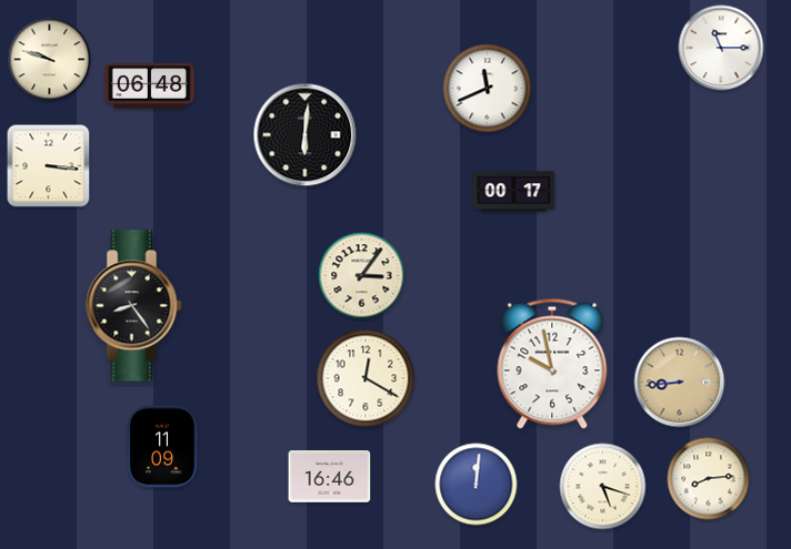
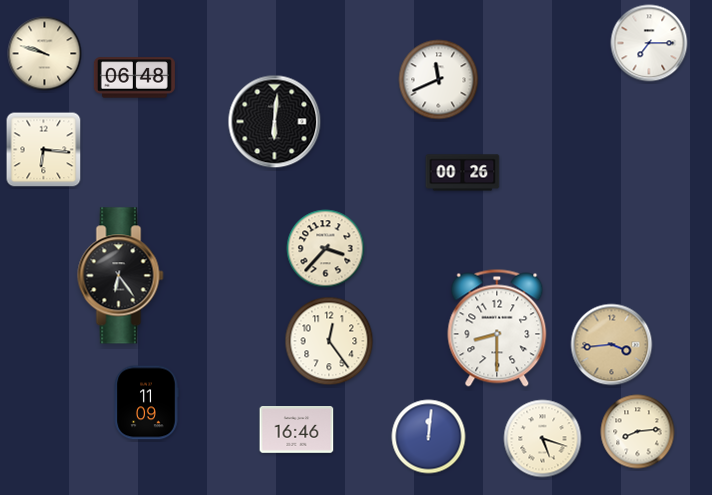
clock at (721, 48): 11:15 -> 7:15
clock at (49, 166): 3:16 -> 6:16
clock at (514, 192): 00:17 -> 00:26
clock at (362, 276): 3:06 -> 3:37
clock at (134, 306): 8:24 -> 6:24
clock at (552, 364): 9:58 -> 8:30
clock at (366, 378): 12:20 -> 12:24
clock at (680, 383): 8:44 -> 3:44
